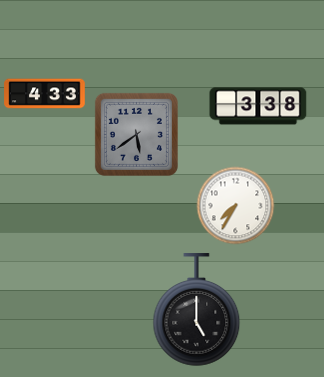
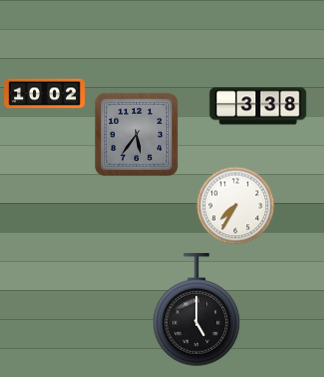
clock at (45, 94): 4:33 -> 10:02
clock at (136, 134): 5:39 -> 5:36
